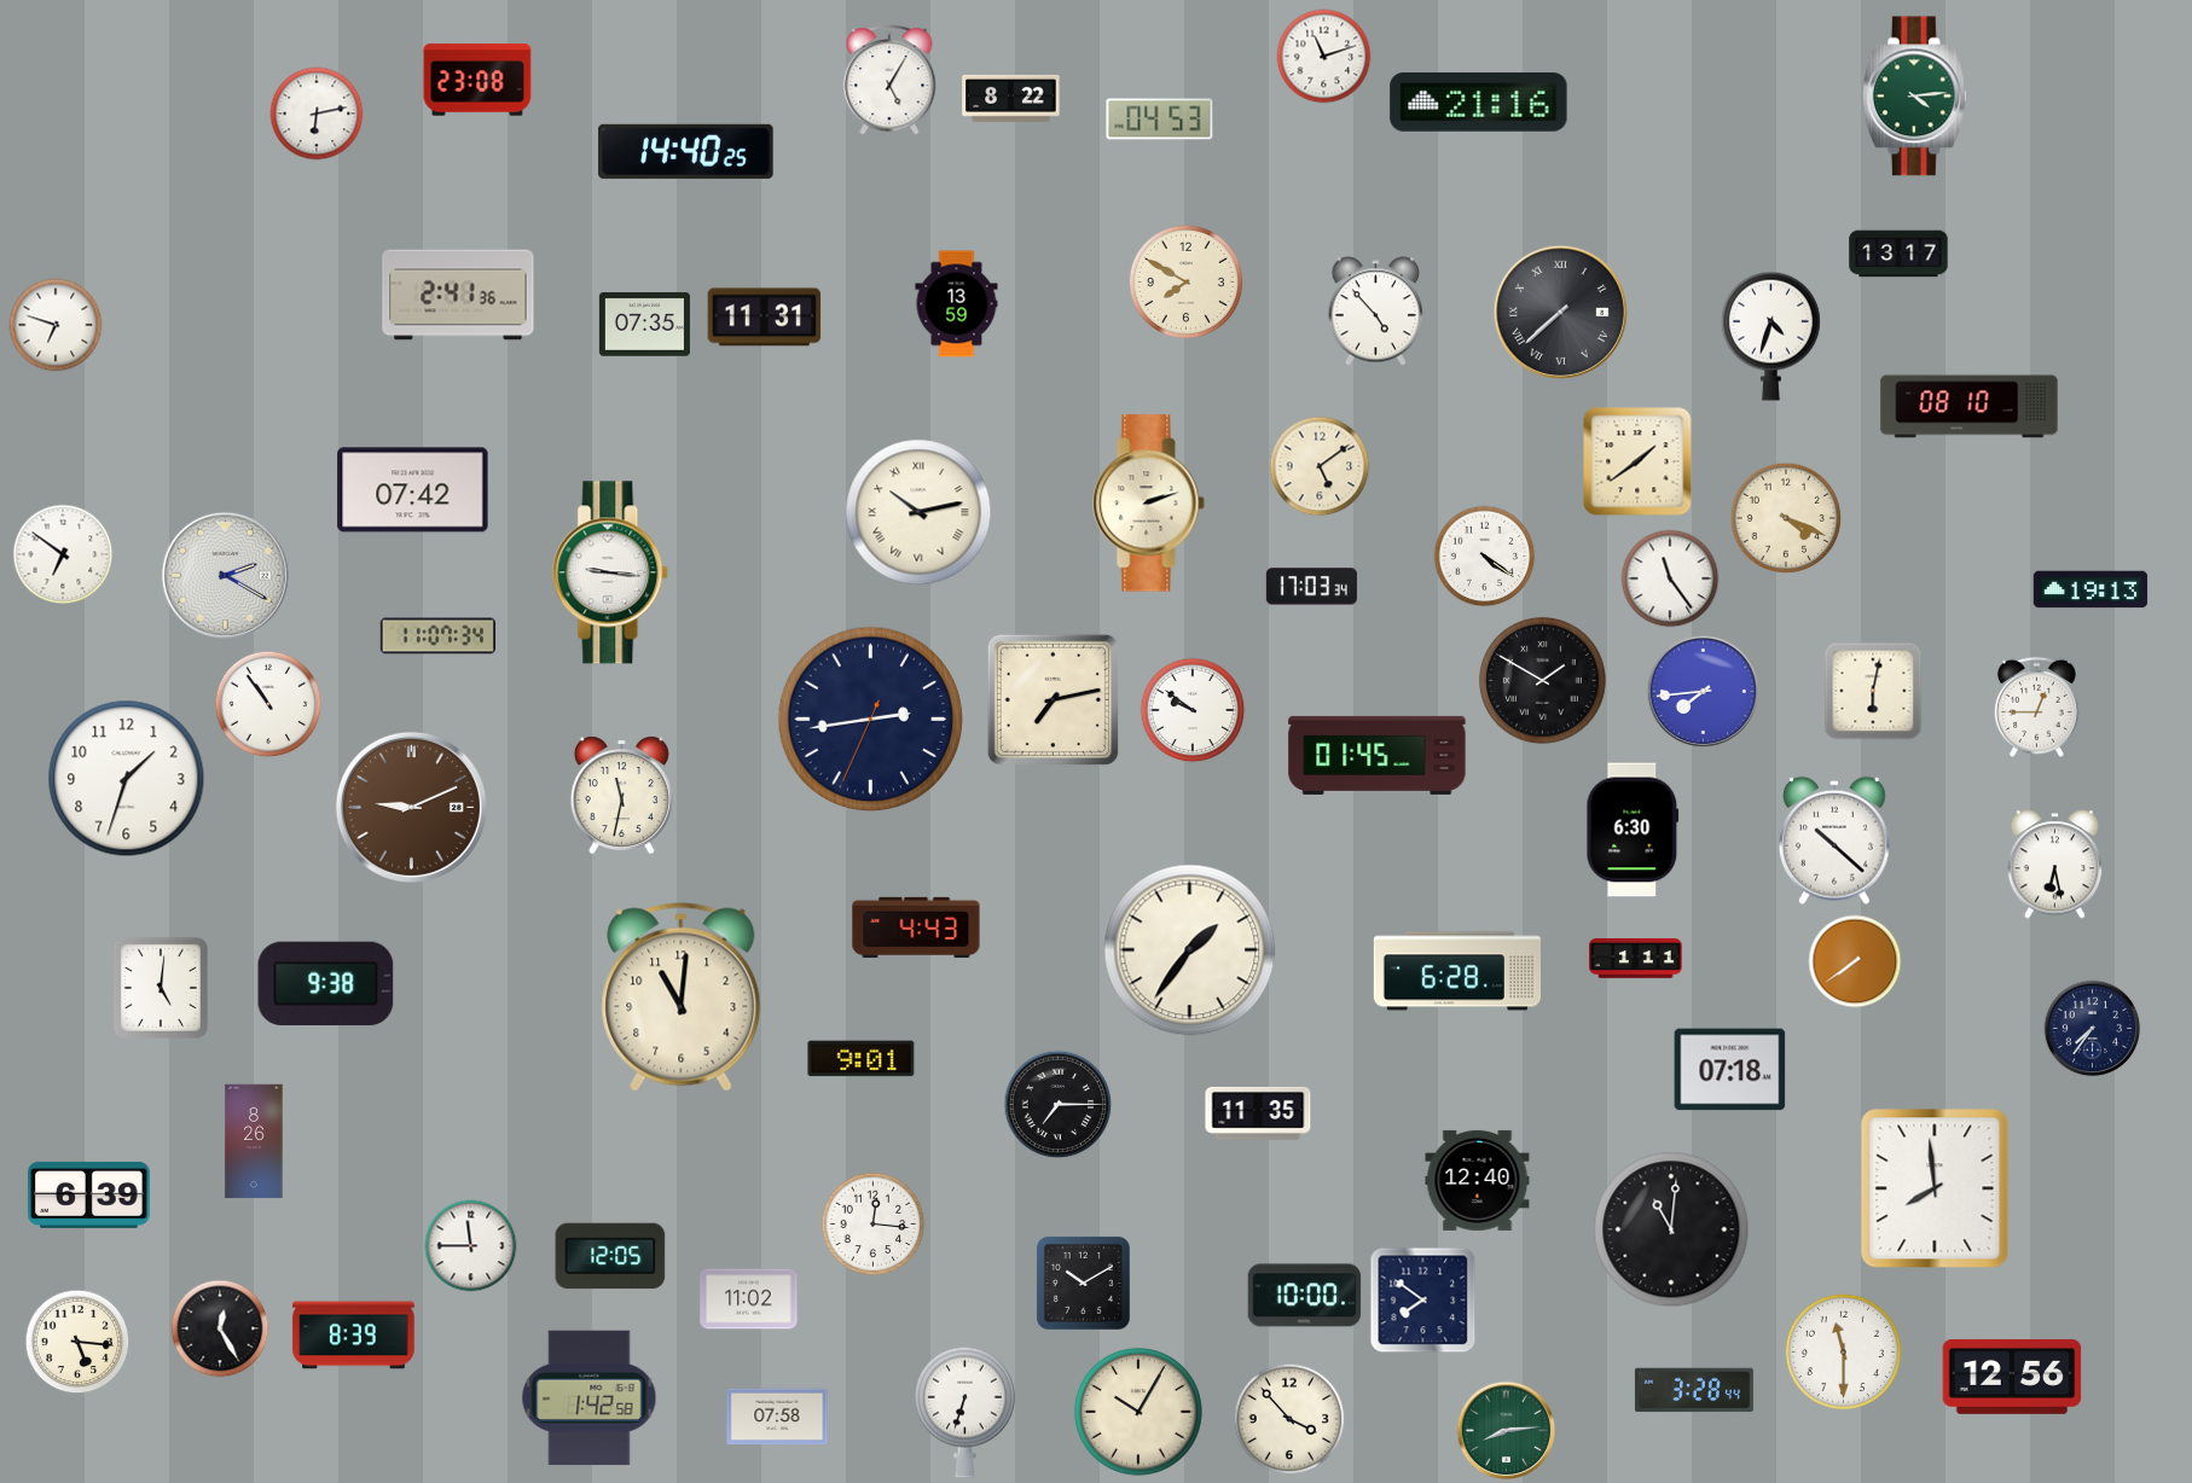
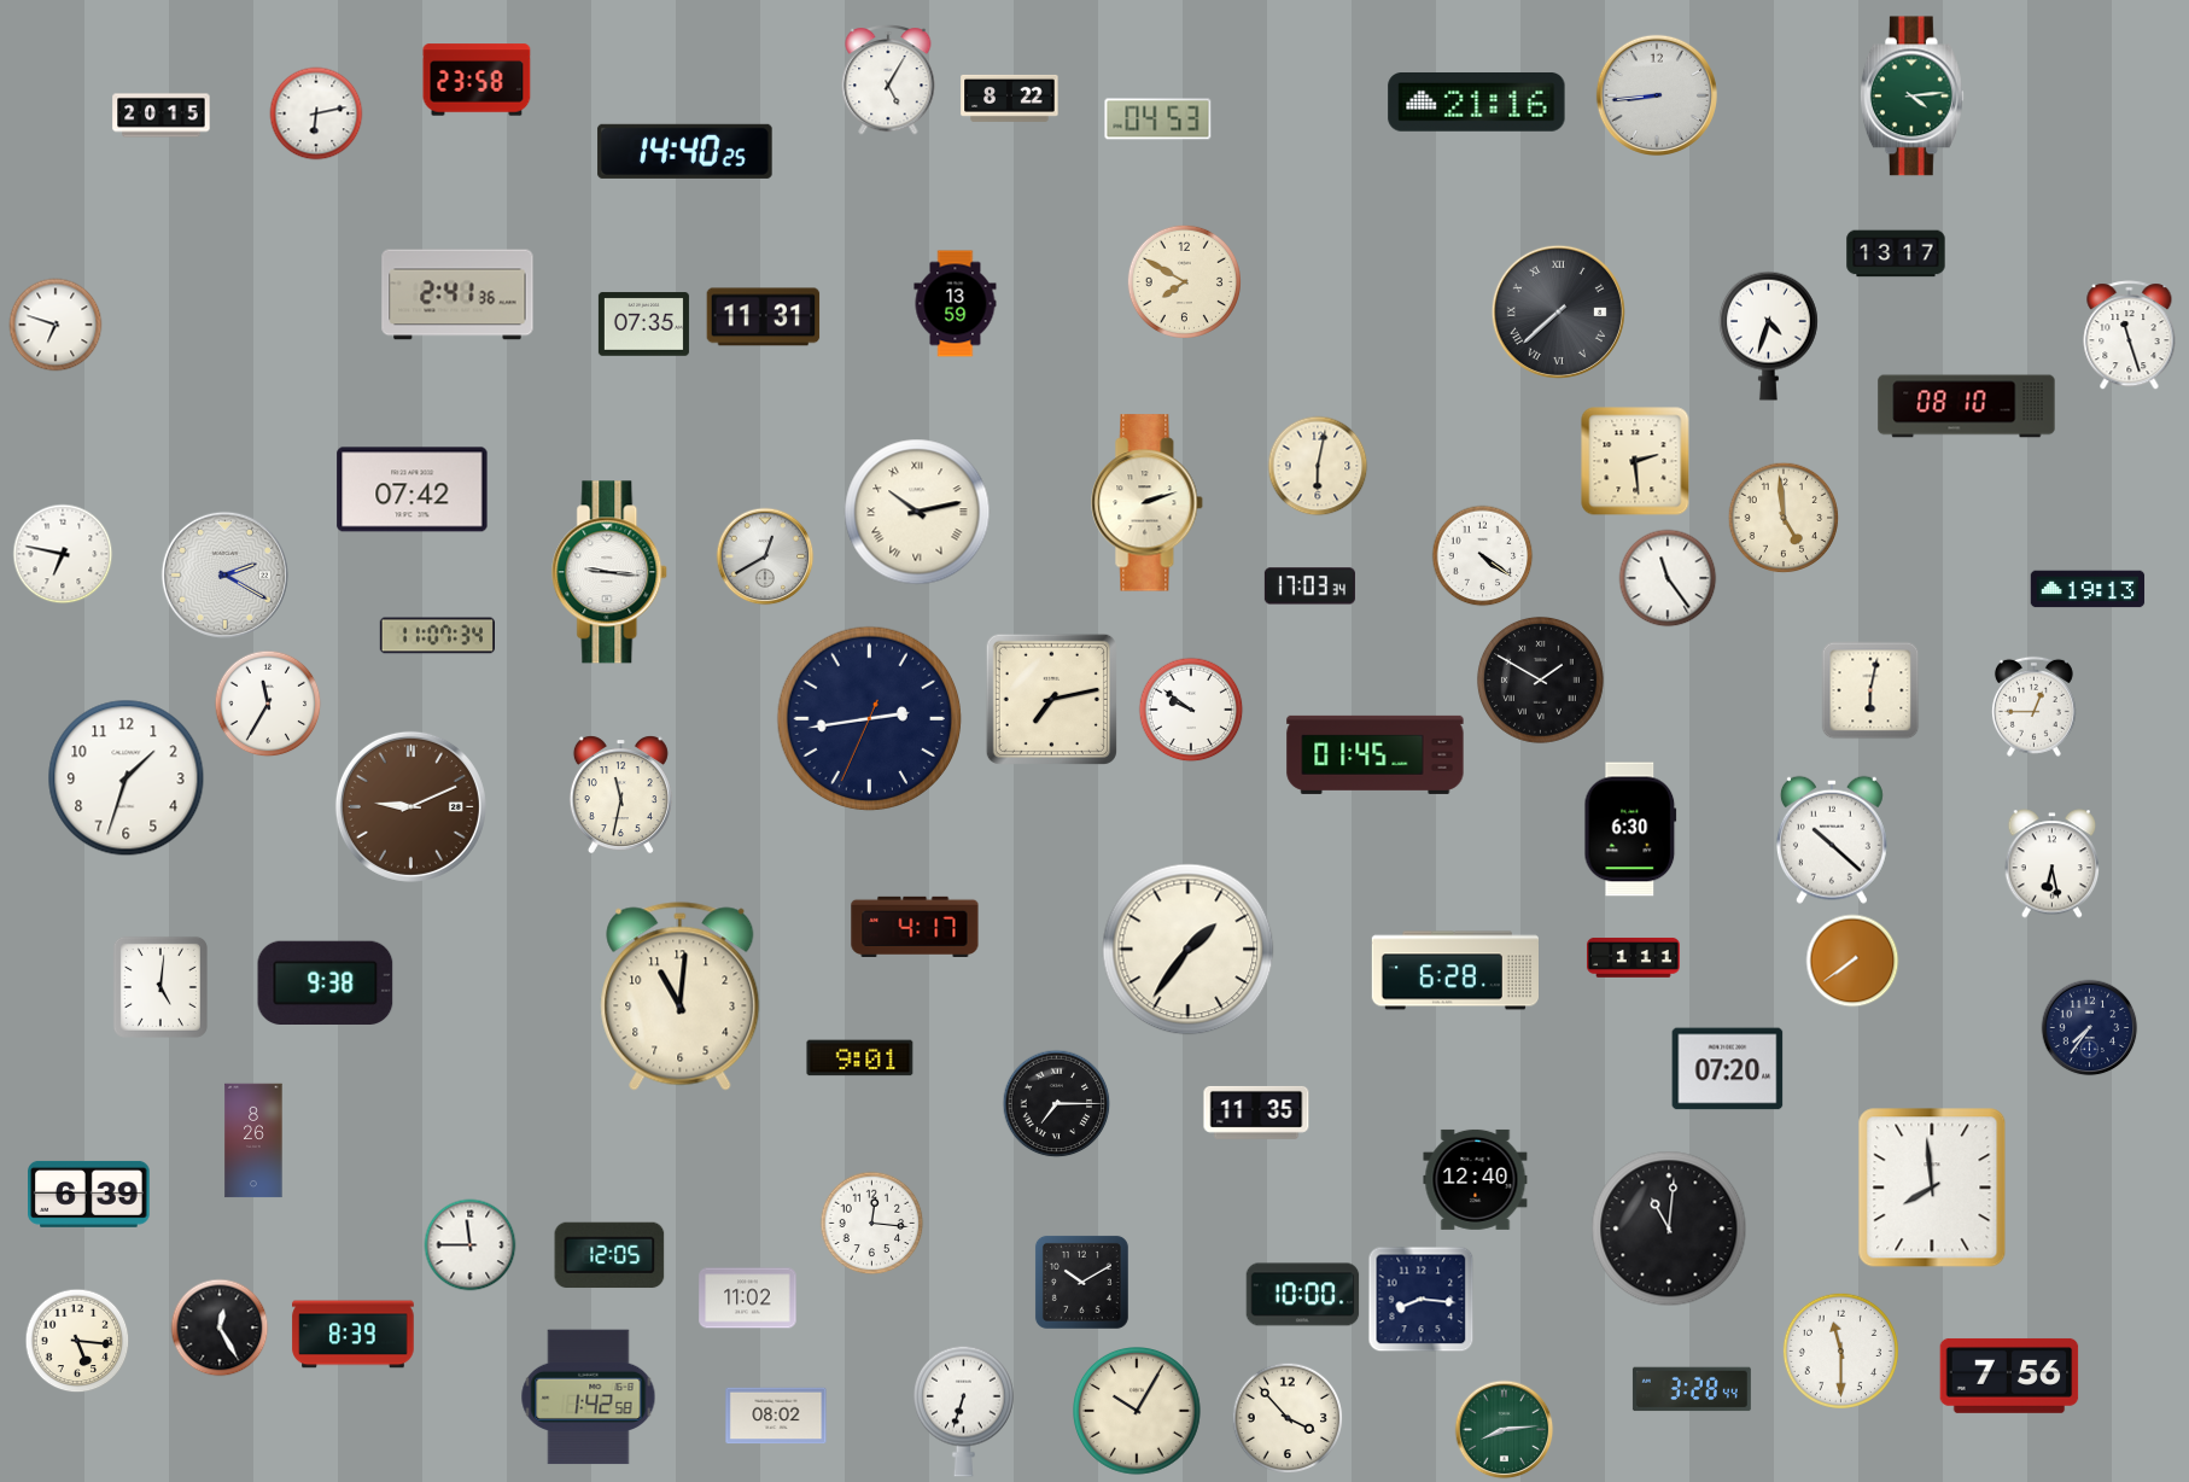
clock at (1324, 57): 11:12 -> none
clock at (477, 80): 23:08 -> 23:58
clock at (1656, 94): none -> 8:44
clock at (162, 116): none -> 20:15
clock at (1376, 312): 4:53 -> none
clock at (2130, 336): none -> 11:27
clock at (1637, 461): 1:39 -> 2:29
clock at (1320, 466): 5:09 -> 6:02
clock at (1786, 518): 4:19 -> 4:59
clock at (63, 554): 6:51 -> 6:47
clock at (765, 556): none -> 12:40
clock at (1704, 692): 7:44 -> none
clock at (268, 704): 10:54 -> 11:35
clock at (916, 927): 4:43 -> 4:17
clock at (1730, 1070): 07:18 -> 07:20
clock at (1423, 1301): 7:51 -> 8:16
clock at (2012, 1377): 12:56 -> 7:56
clock at (777, 1417): 07:58 -> 08:02
